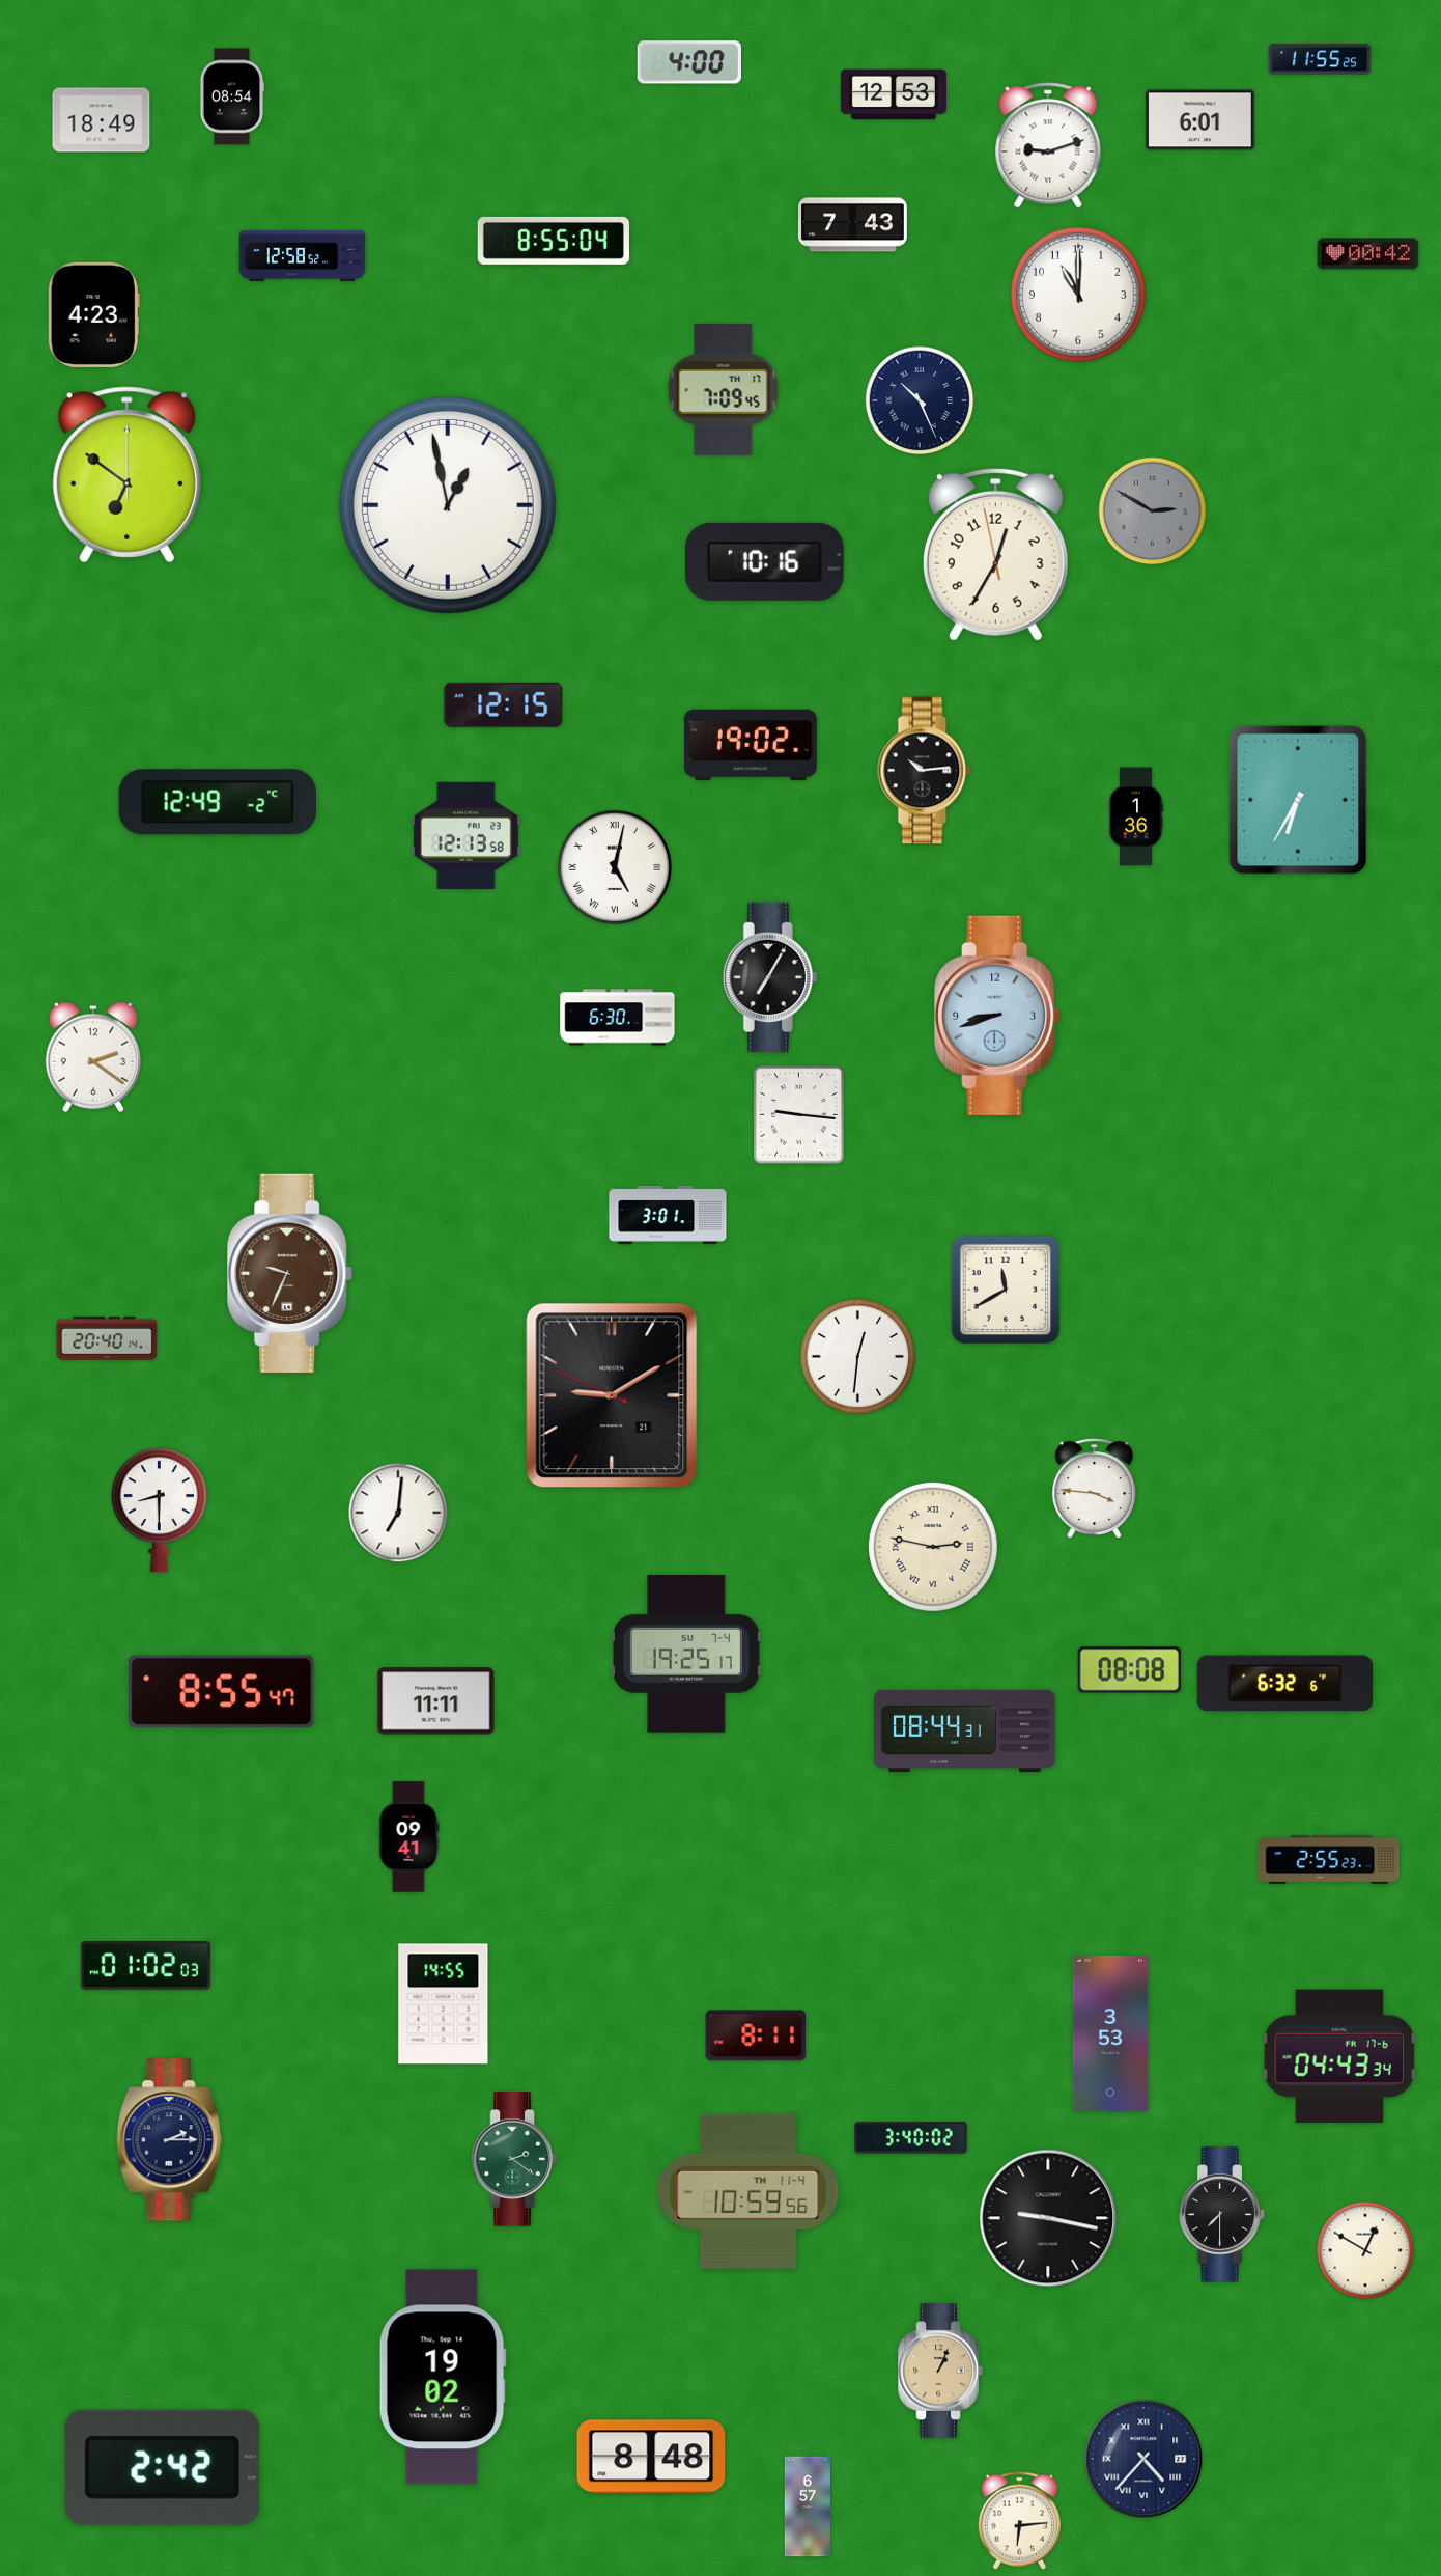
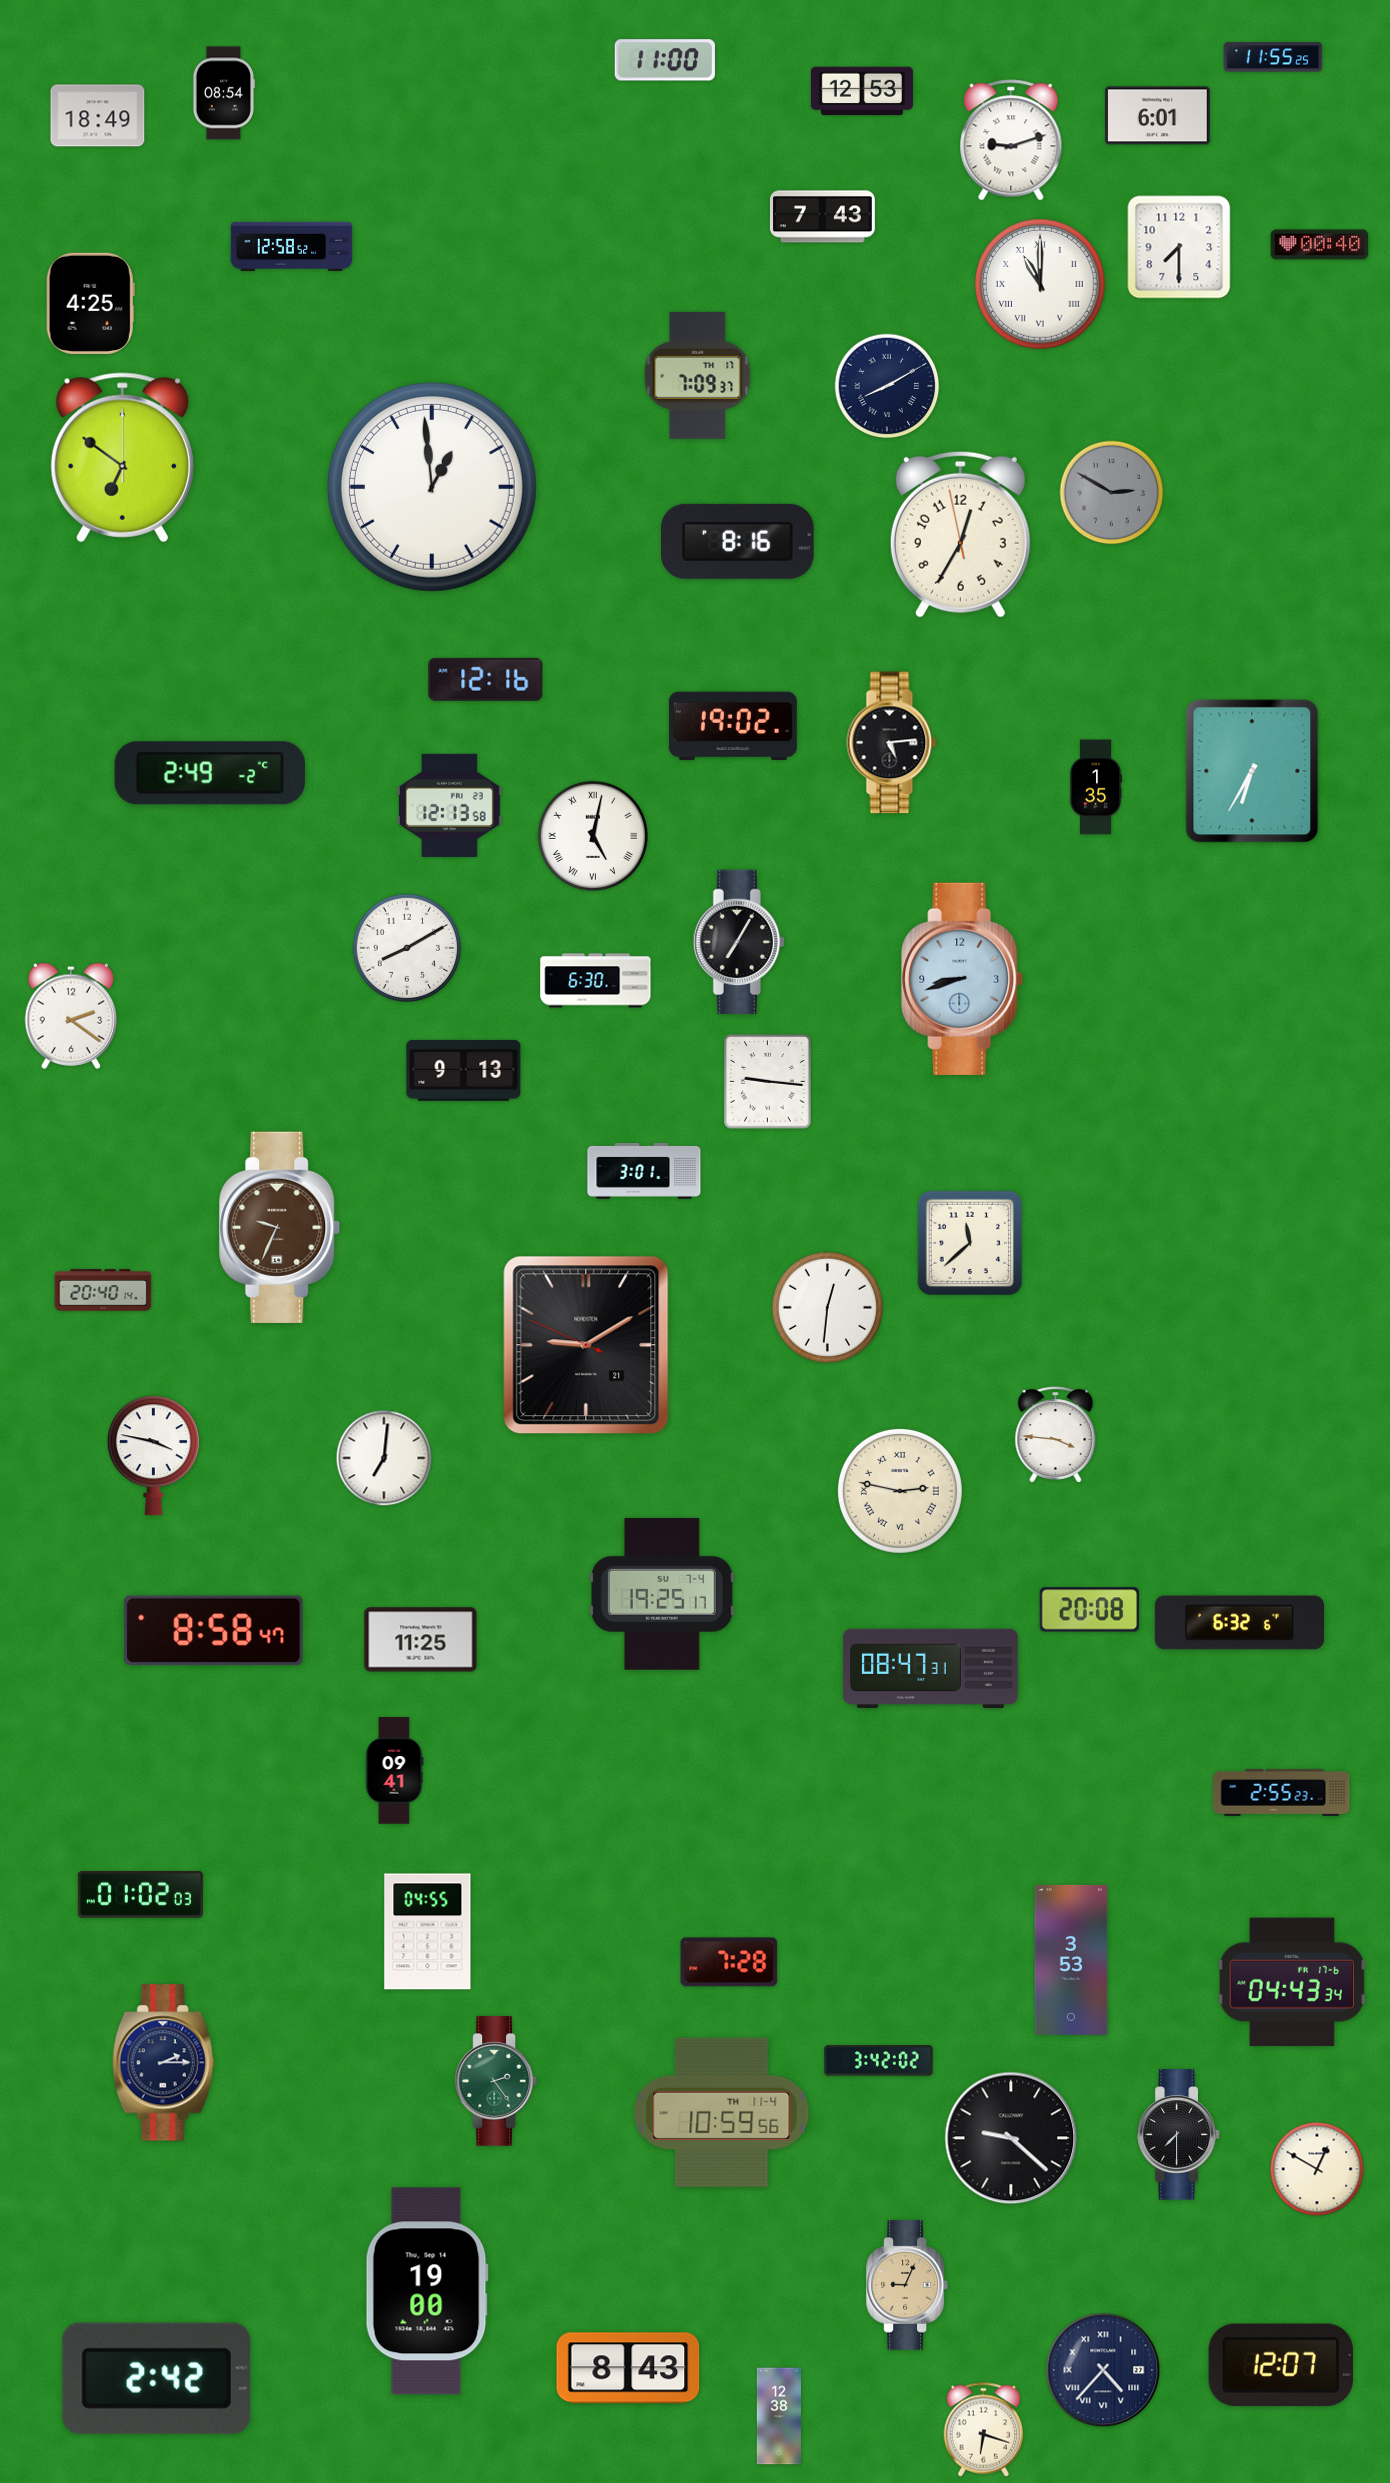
clock at (689, 62): 4:00 -> 11:00
clock at (554, 241): 8:55 -> none
clock at (1368, 254): 00:42 -> 00:40
clock at (1179, 247): none -> 7:30
clock at (1079, 296) numerals: Arabic -> Roman
clock at (93, 314): 4:23 -> 4:25
clock at (724, 389): 7:09:45 -> 7:09:37
clock at (920, 400): 10:26 -> 8:10
clock at (448, 505): 12:58 -> 12:59
clock at (764, 561): 10:16 -> 8:16
clock at (504, 704): 12:15 -> 12:16
clock at (751, 745) position: (751, 745) -> (733, 726)
clock at (925, 771): 10:14 -> 5:14
clock at (218, 802): 12:49 -> 2:49
clock at (1136, 816): 1:36 -> 1:35
clock at (769, 977) position: (769, 977) -> (738, 942)
clock at (407, 948): none -> 8:10
clock at (93, 1057) position: (93, 1057) -> (71, 1016)
clock at (464, 1070): none -> 9:13
clock at (799, 1115) position: (799, 1115) -> (768, 1082)
clock at (1006, 1290): 11:40 -> 11:38
clock at (612, 1395) position: (612, 1395) -> (586, 1345)
clock at (159, 1511): 8:30 -> 3:47
clock at (1130, 1670): 08:08 -> 20:08
clock at (222, 1692): 8:55 -> 8:58
clock at (436, 1701): 11:11 -> 11:25
clock at (965, 1732): 08:44 -> 08:47
clock at (444, 2004): 14:55 -> 04:55
clock at (756, 2035): 8:11 -> 7:28
clock at (911, 2138): 3:40 -> 3:42
clock at (513, 2159): 2:21 -> 2:24
clock at (1048, 2218): 9:17 -> 9:22
clock at (939, 2371): 1:04 -> 9:04
clock at (443, 2377): 19:02 -> 19:00
clock at (1281, 2365): none -> 12:07
clock at (651, 2457): 8:48 -> 8:43
clock at (807, 2506): 6:57 -> 12:38
clock at (1020, 2521): 6:14 -> 6:18
